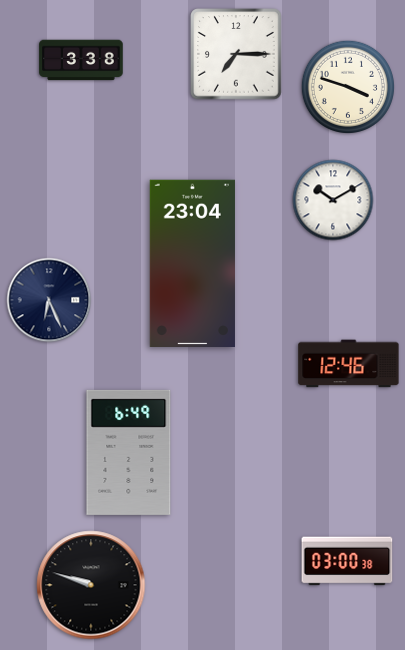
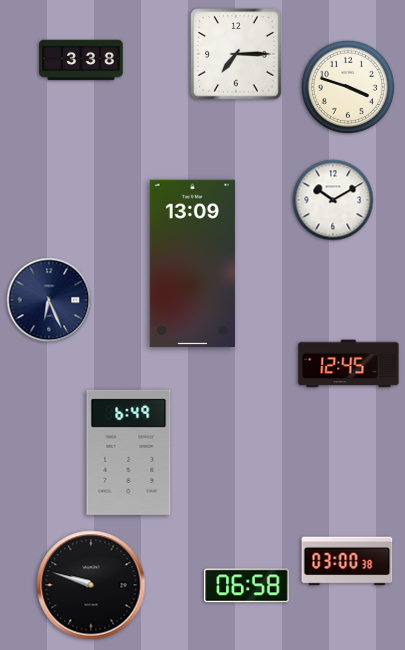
clock at (192, 263): 23:04 -> 13:09
clock at (349, 364): 12:46 -> 12:45
clock at (247, 586): none -> 06:58
